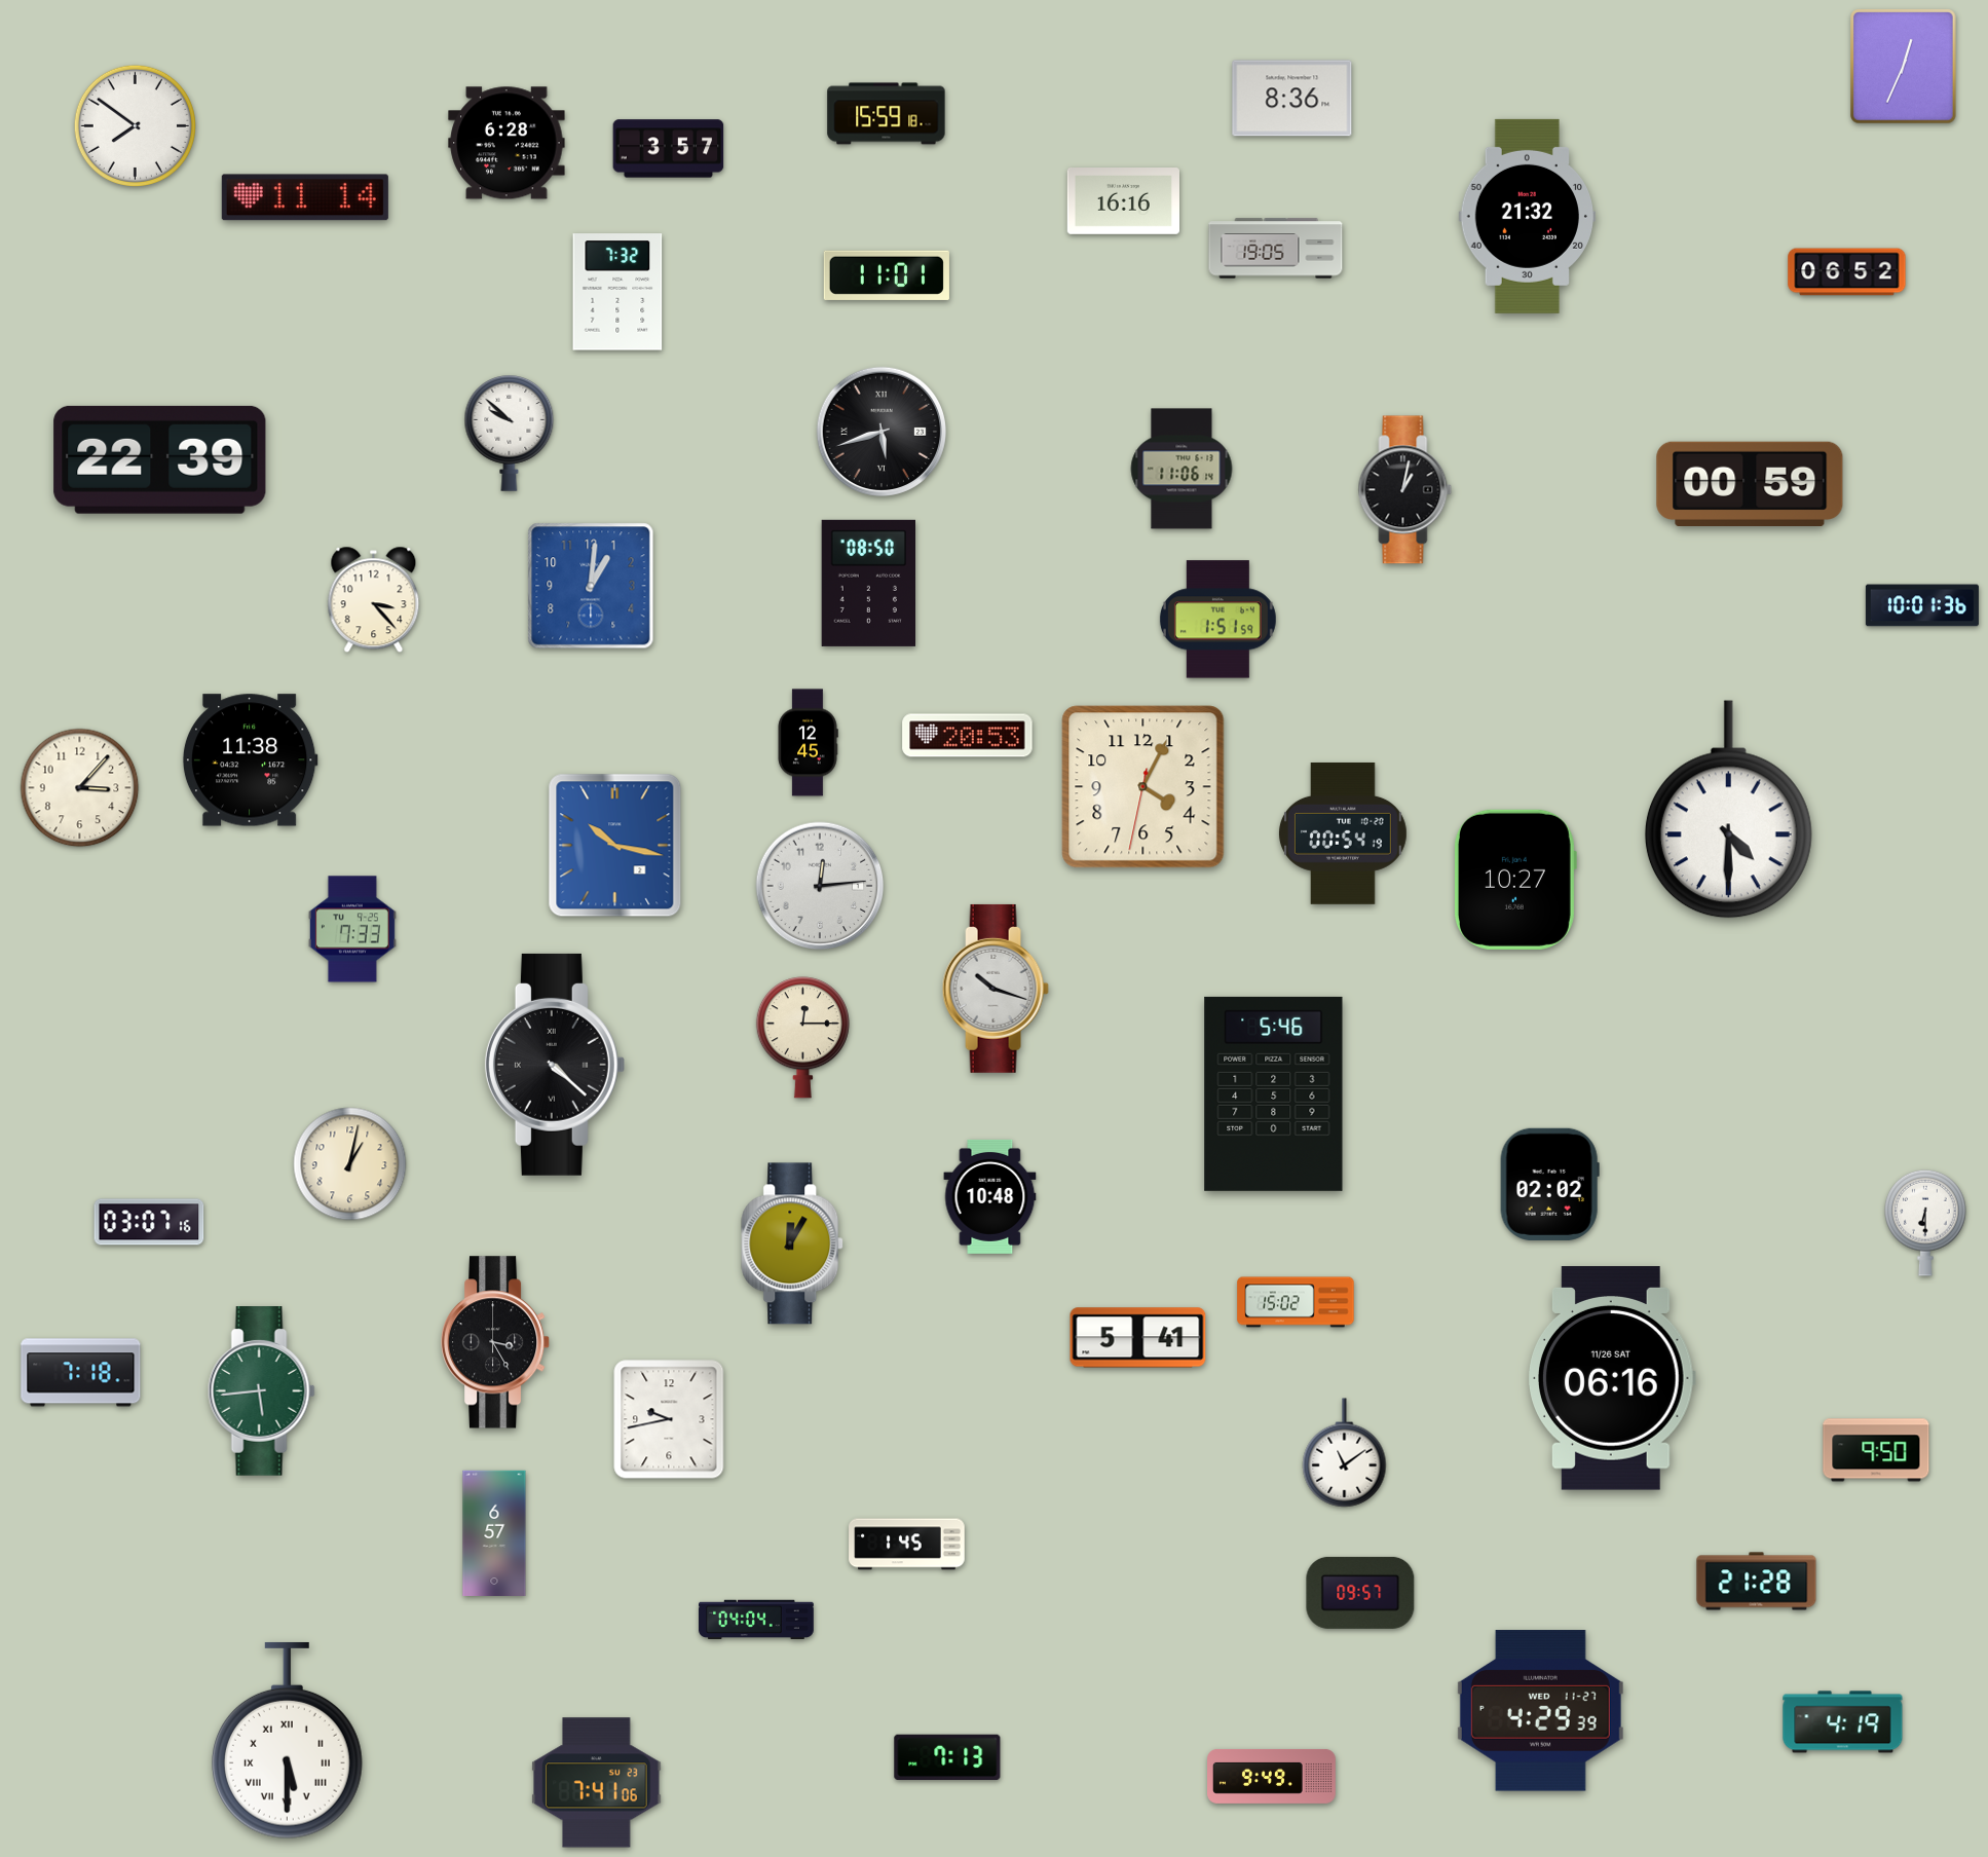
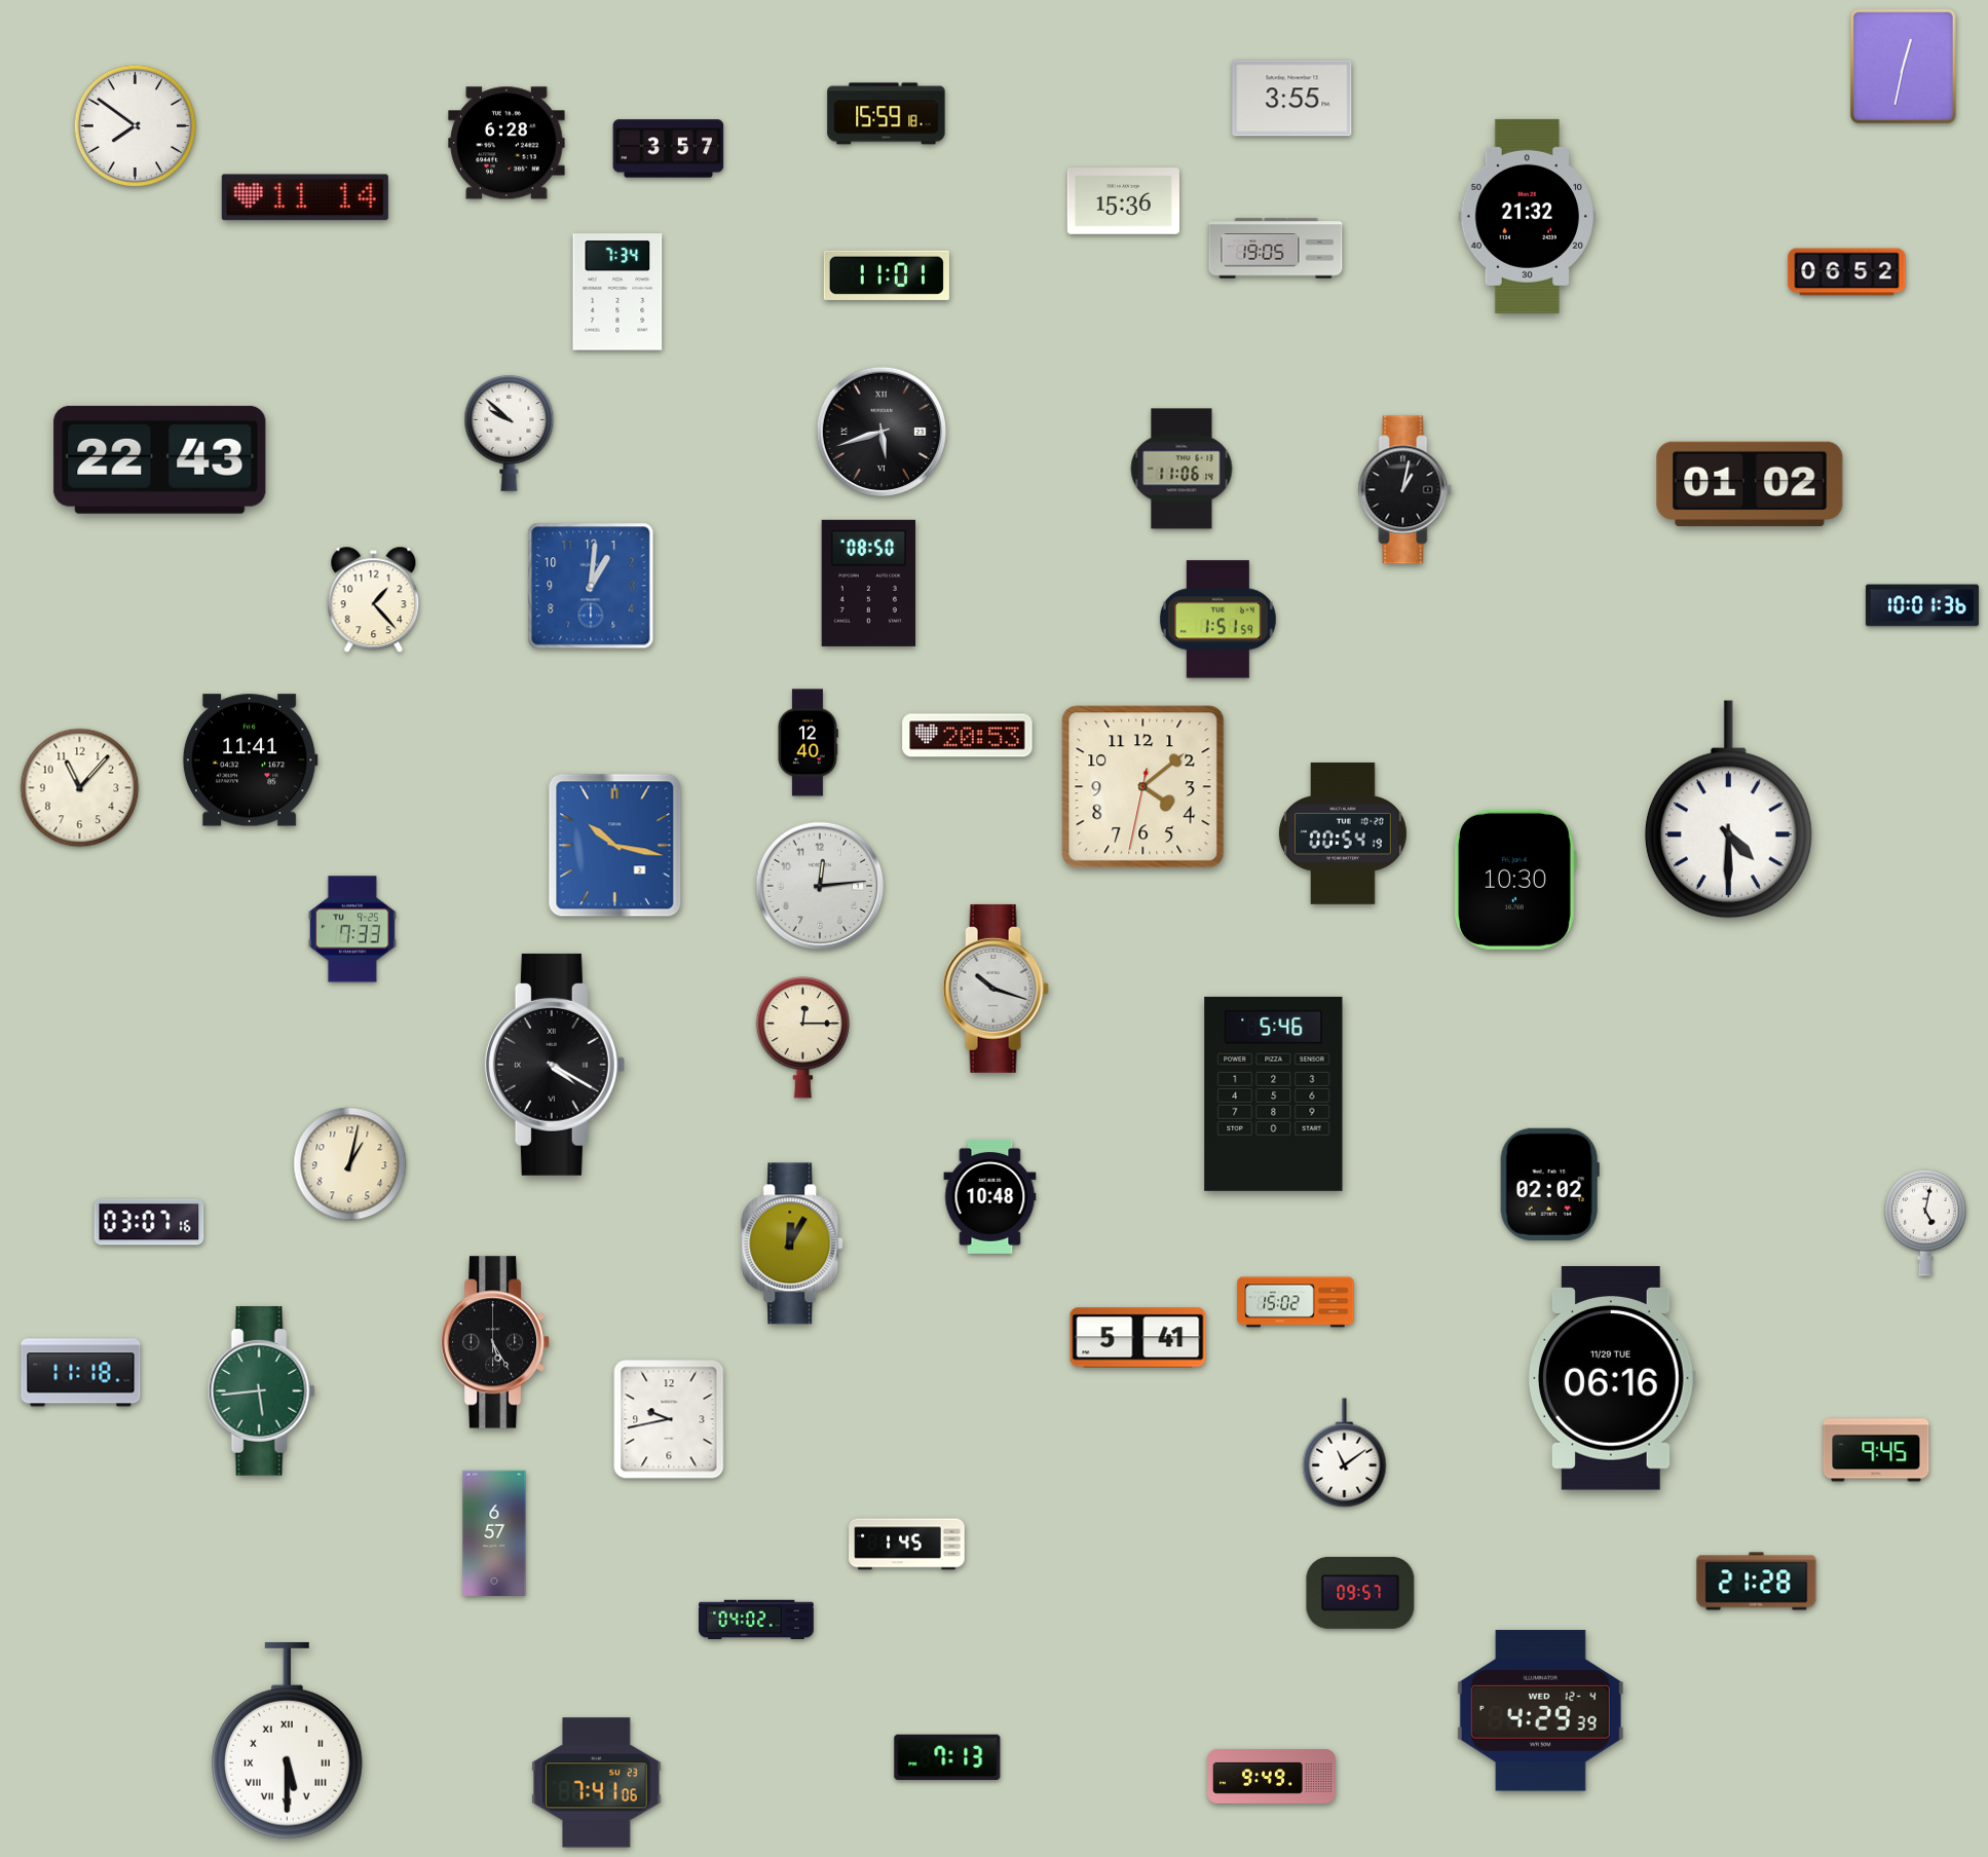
clock at (1904, 67): 12:34 -> 12:32
clock at (1292, 99): 8:36 -> 3:55
clock at (1123, 201): 16:16 -> 15:36
clock at (617, 292): 7:32 -> 7:34
clock at (160, 459): 22:39 -> 22:43
clock at (1750, 483): 00:59 -> 01:02
clock at (374, 600): 3:23 -> 1:23
clock at (808, 743): 12:45 -> 12:40
clock at (250, 760): 11:38 -> 11:41
clock at (1143, 787): 4:04 -> 4:08
clock at (80, 788): 3:07 -> 11:07
clock at (1514, 880): 10:27 -> 10:30
clock at (555, 1065): 4:22 -> 4:20
clock at (1925, 1223): 6:30 -> 5:02
clock at (495, 1342): 3:25 -> 5:25
clock at (81, 1373): 7:18 -> 11:18
clock at (1613, 1378) date: 11/26 SAT -> 11/29 TUE
clock at (1876, 1450): 9:50 -> 9:45
clock at (757, 1619): 04:04 -> 04:02
clock at (1540, 1711) date: WED 11-27 -> WED 12-4
clock at (1843, 1722): 4:19 -> none
